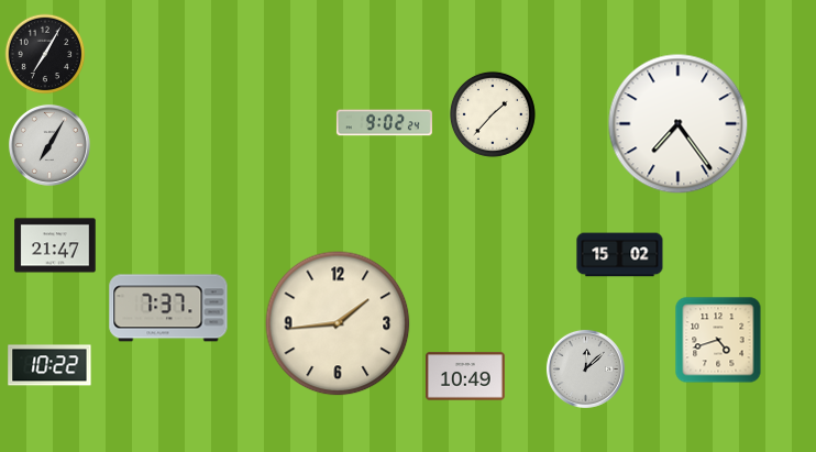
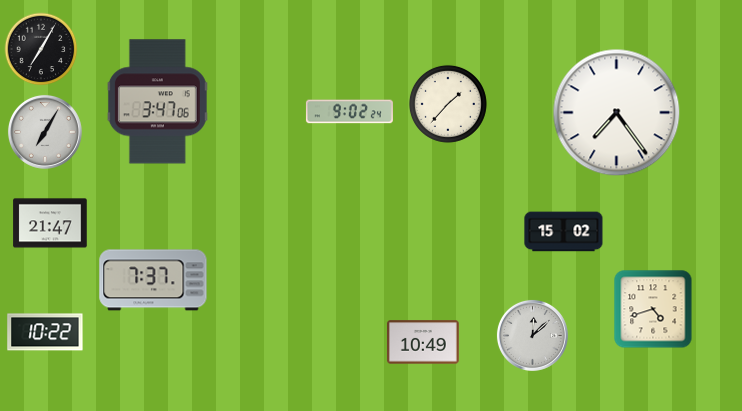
clock at (157, 102): none -> 3:47
clock at (338, 323): 1:44 -> none
